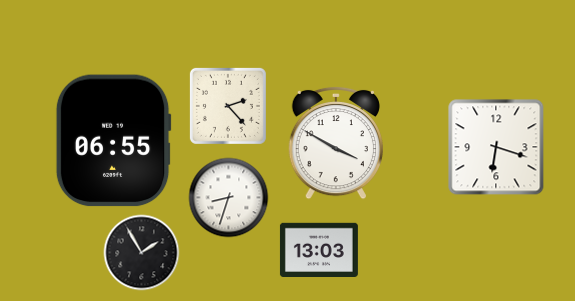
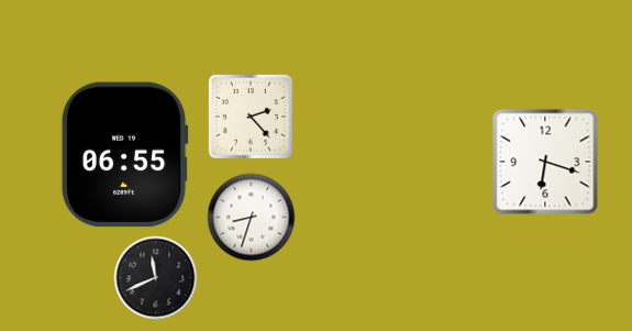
clock at (336, 143): 3:50 -> none
clock at (319, 249): 13:03 -> none
clock at (142, 253): 1:55 -> 11:41
